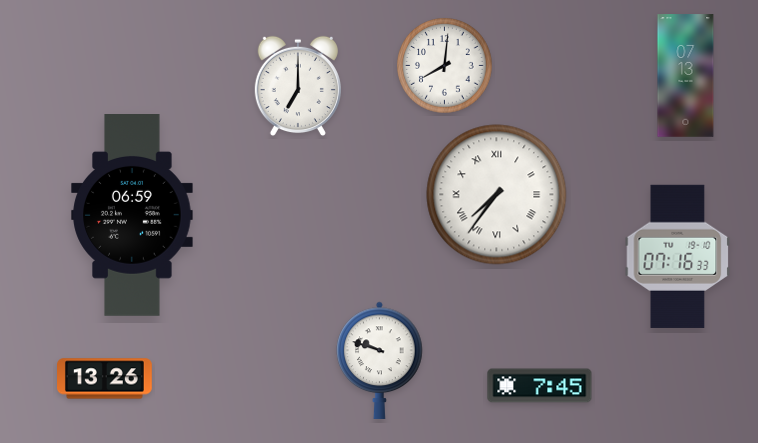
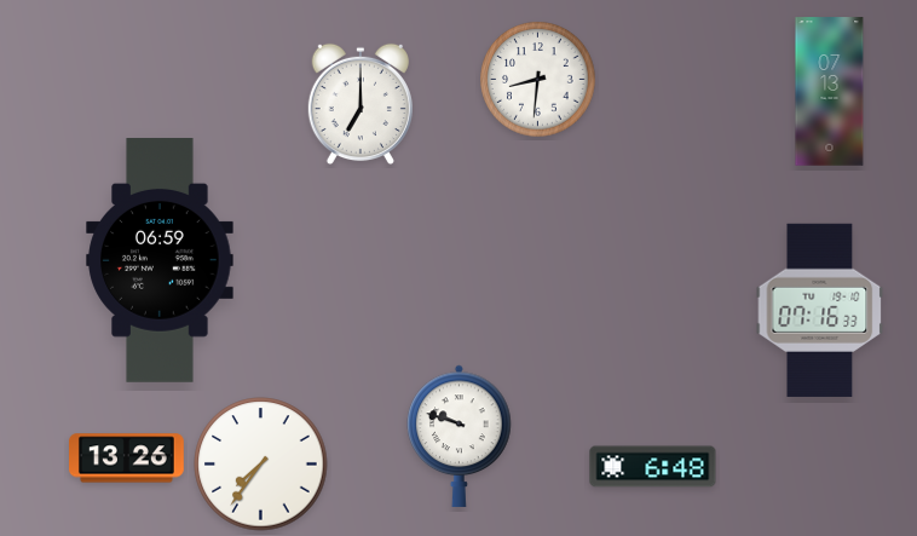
clock at (445, 66): 8:01 -> 8:31
clock at (497, 195): 7:36 -> none
clock at (261, 465): none -> 7:36
clock at (540, 386): 7:45 -> 6:48
